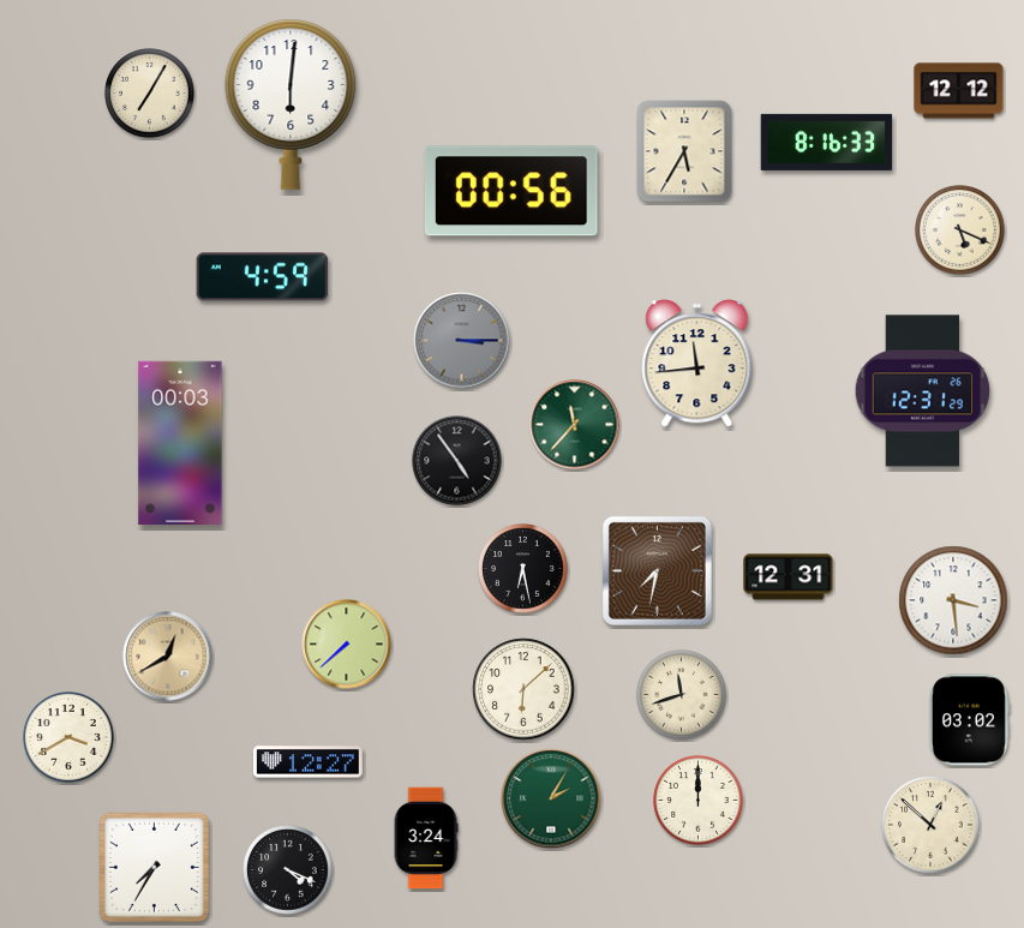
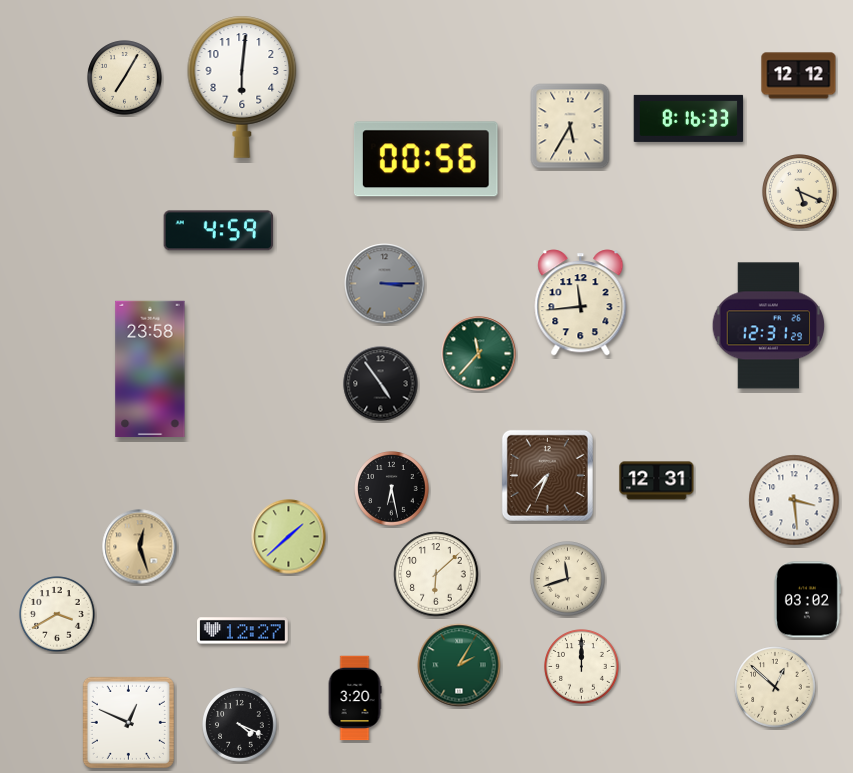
clock at (180, 442): 00:03 -> 23:58
clock at (523, 569) position: (523, 569) -> (392, 489)
clock at (657, 570): 7:32 -> 7:34
clock at (347, 645): 7:38 -> 1:38
clock at (168, 657): 12:40 -> 12:27
clock at (309, 762) position: (309, 762) -> (243, 631)
clock at (426, 838): 3:24 -> 3:20
clock at (154, 867): 7:35 -> 12:49
